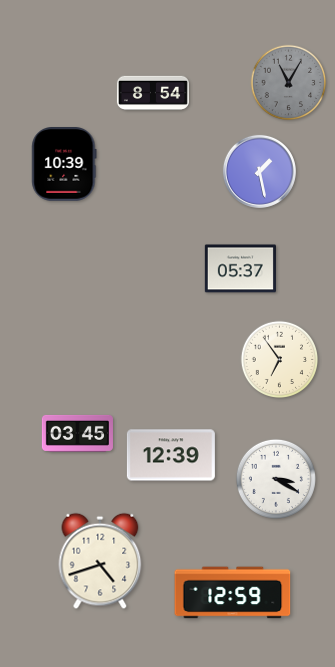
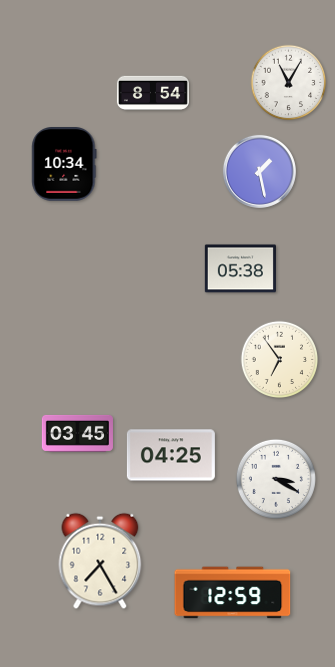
clock at (289, 83) dial: grey -> white
clock at (64, 165): 10:39 -> 10:34
clock at (240, 269): 05:37 -> 05:38
clock at (171, 455): 12:39 -> 04:25
clock at (100, 561): 4:42 -> 7:25
